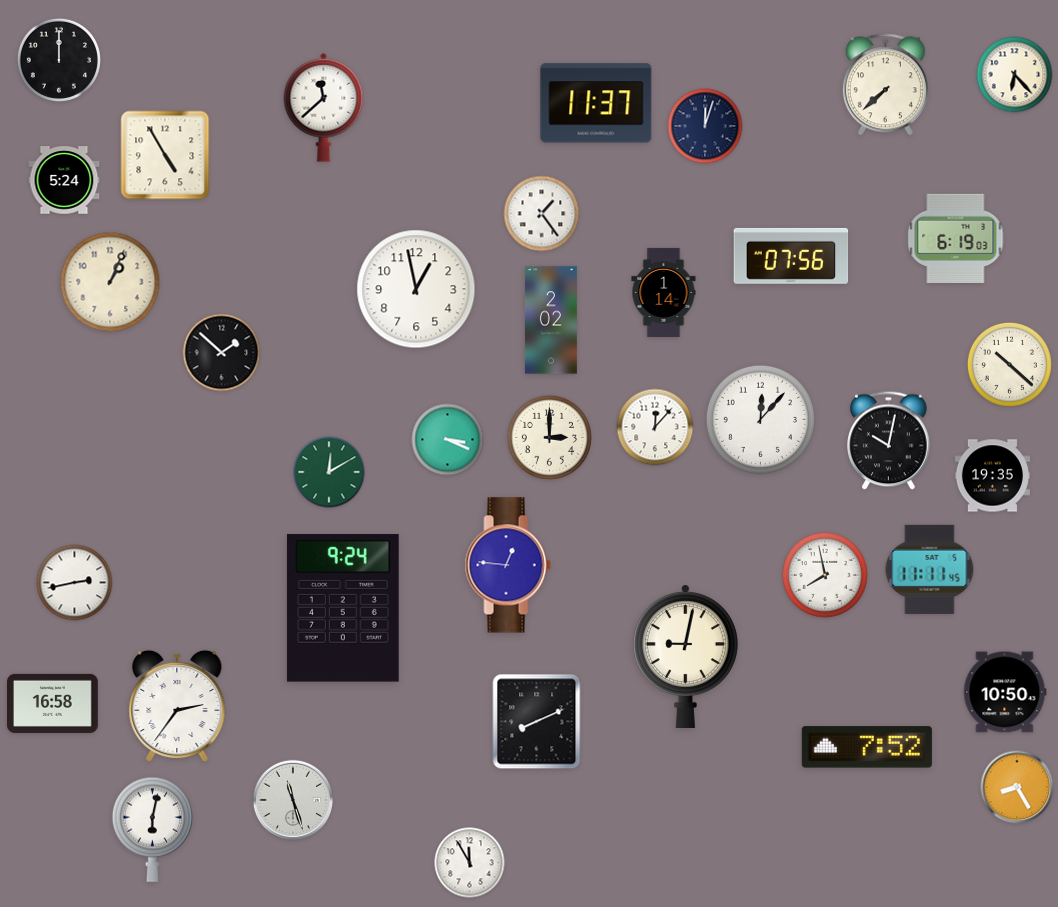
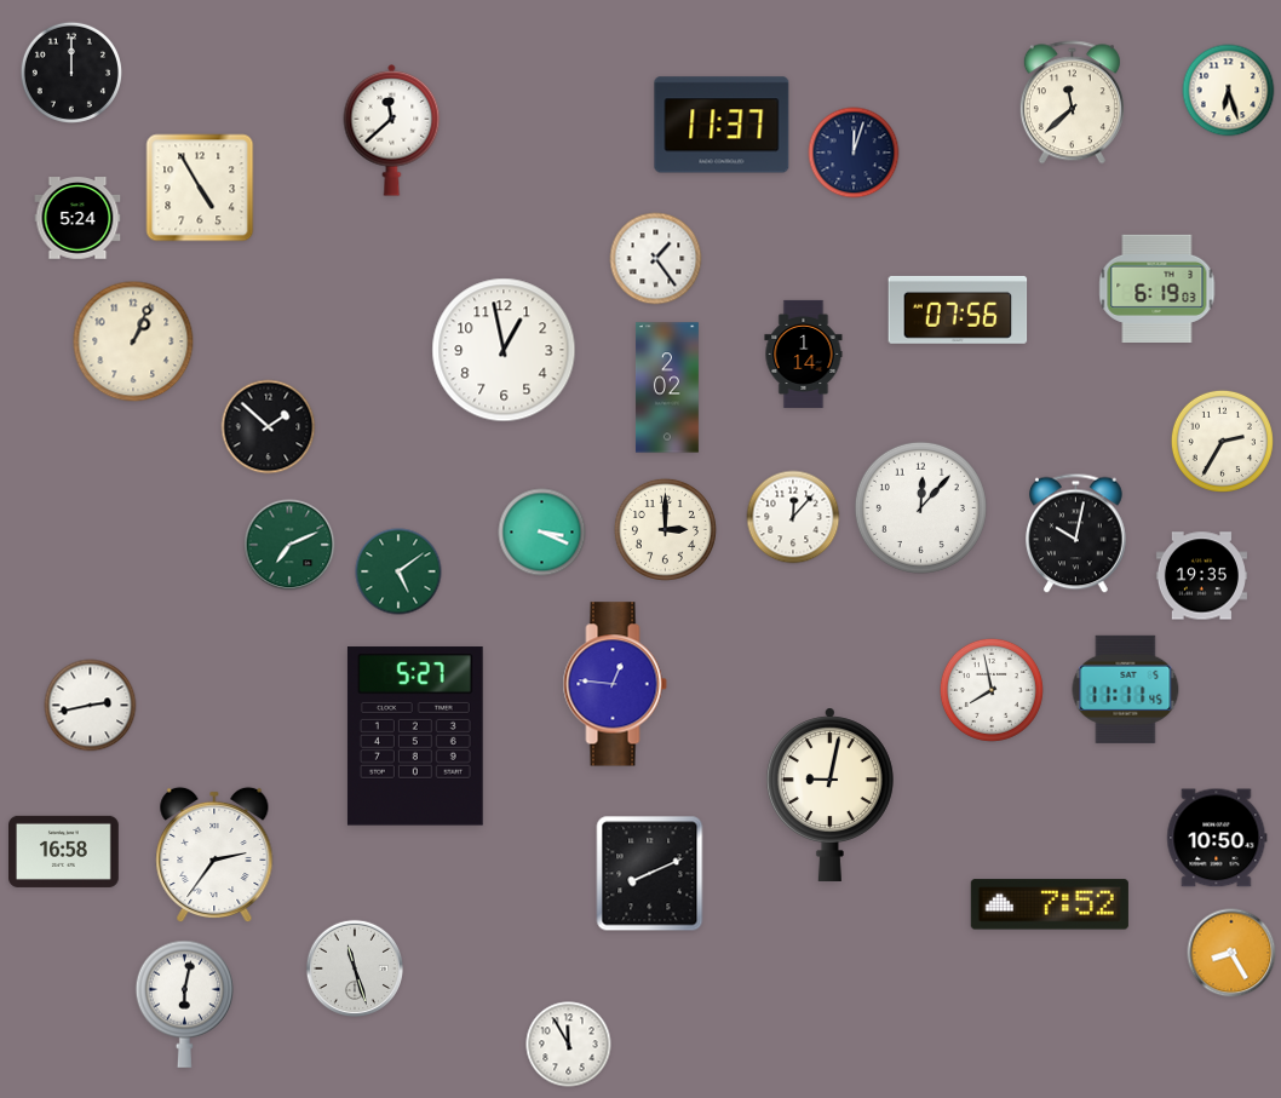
clock at (1015, 75): 6:23 -> 6:27
clock at (885, 85): 7:38 -> 11:38
clock at (1009, 364): 10:22 -> 2:35
clock at (289, 545): none -> 7:11
clock at (329, 472): 12:10 -> 5:09
clock at (825, 575) position: (825, 575) -> (992, 690)
clock at (343, 608): 9:24 -> 5:27
